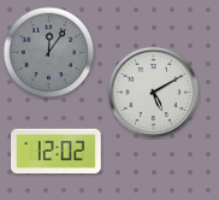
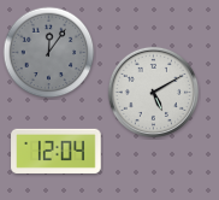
clock at (57, 151): 12:02 -> 12:04
